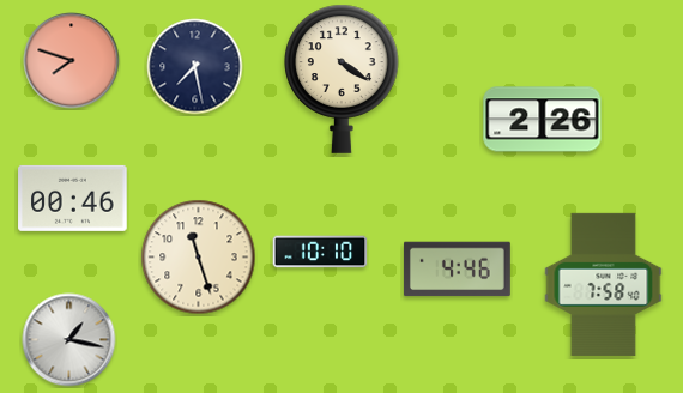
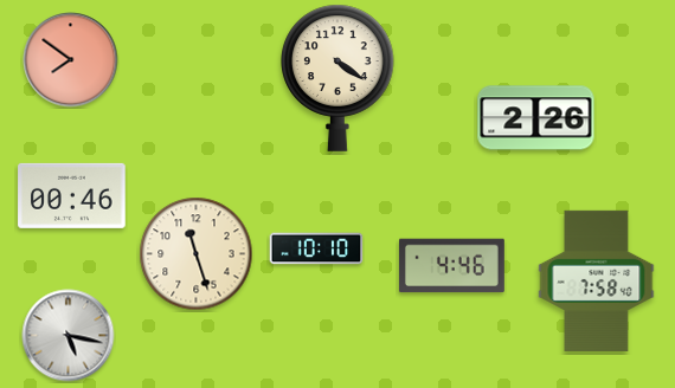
clock at (72, 61): 7:48 -> 7:51
clock at (195, 67): 7:28 -> none
clock at (69, 340): 1:17 -> 5:17
